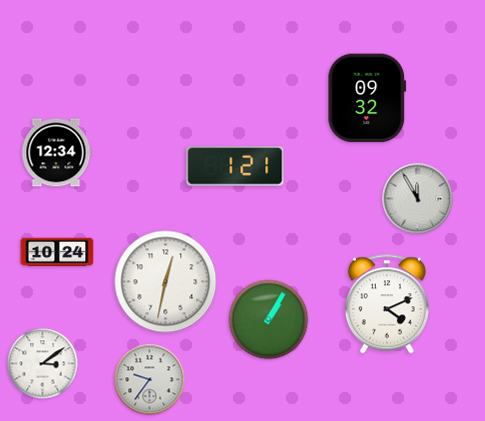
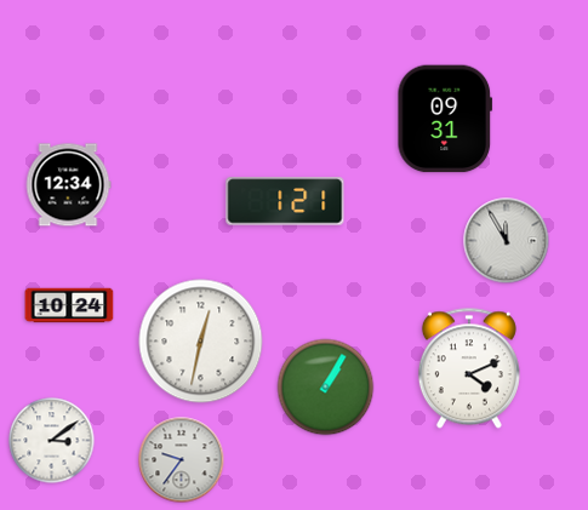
clock at (367, 98): 09:32 -> 09:31
